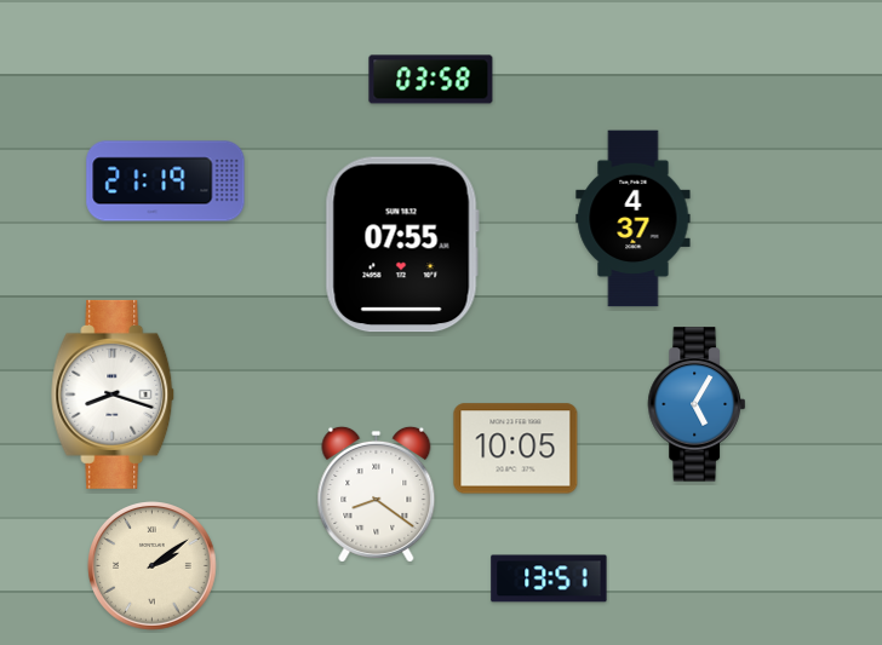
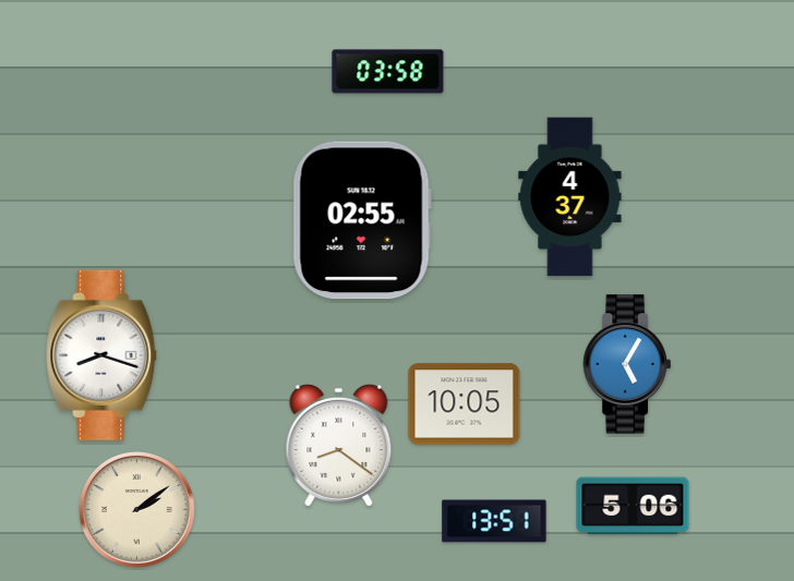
clock at (166, 182): 21:19 -> none
clock at (402, 244): 07:55 -> 02:55
clock at (633, 506): none -> 5:06
